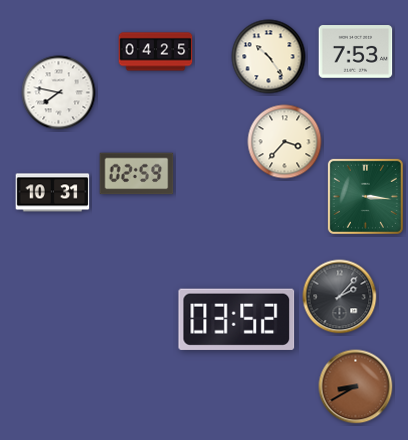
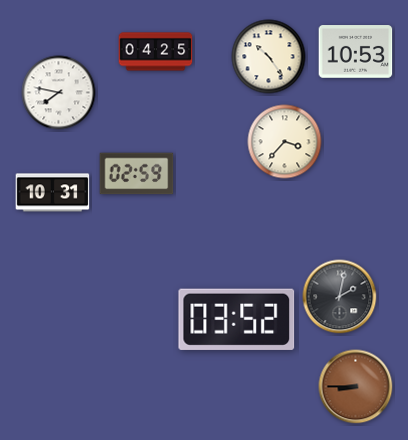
clock at (356, 52): 7:53 -> 10:53
clock at (365, 196): 3:16 -> none
clock at (340, 297): 2:07 -> 2:02
clock at (356, 387): 8:40 -> 8:45
